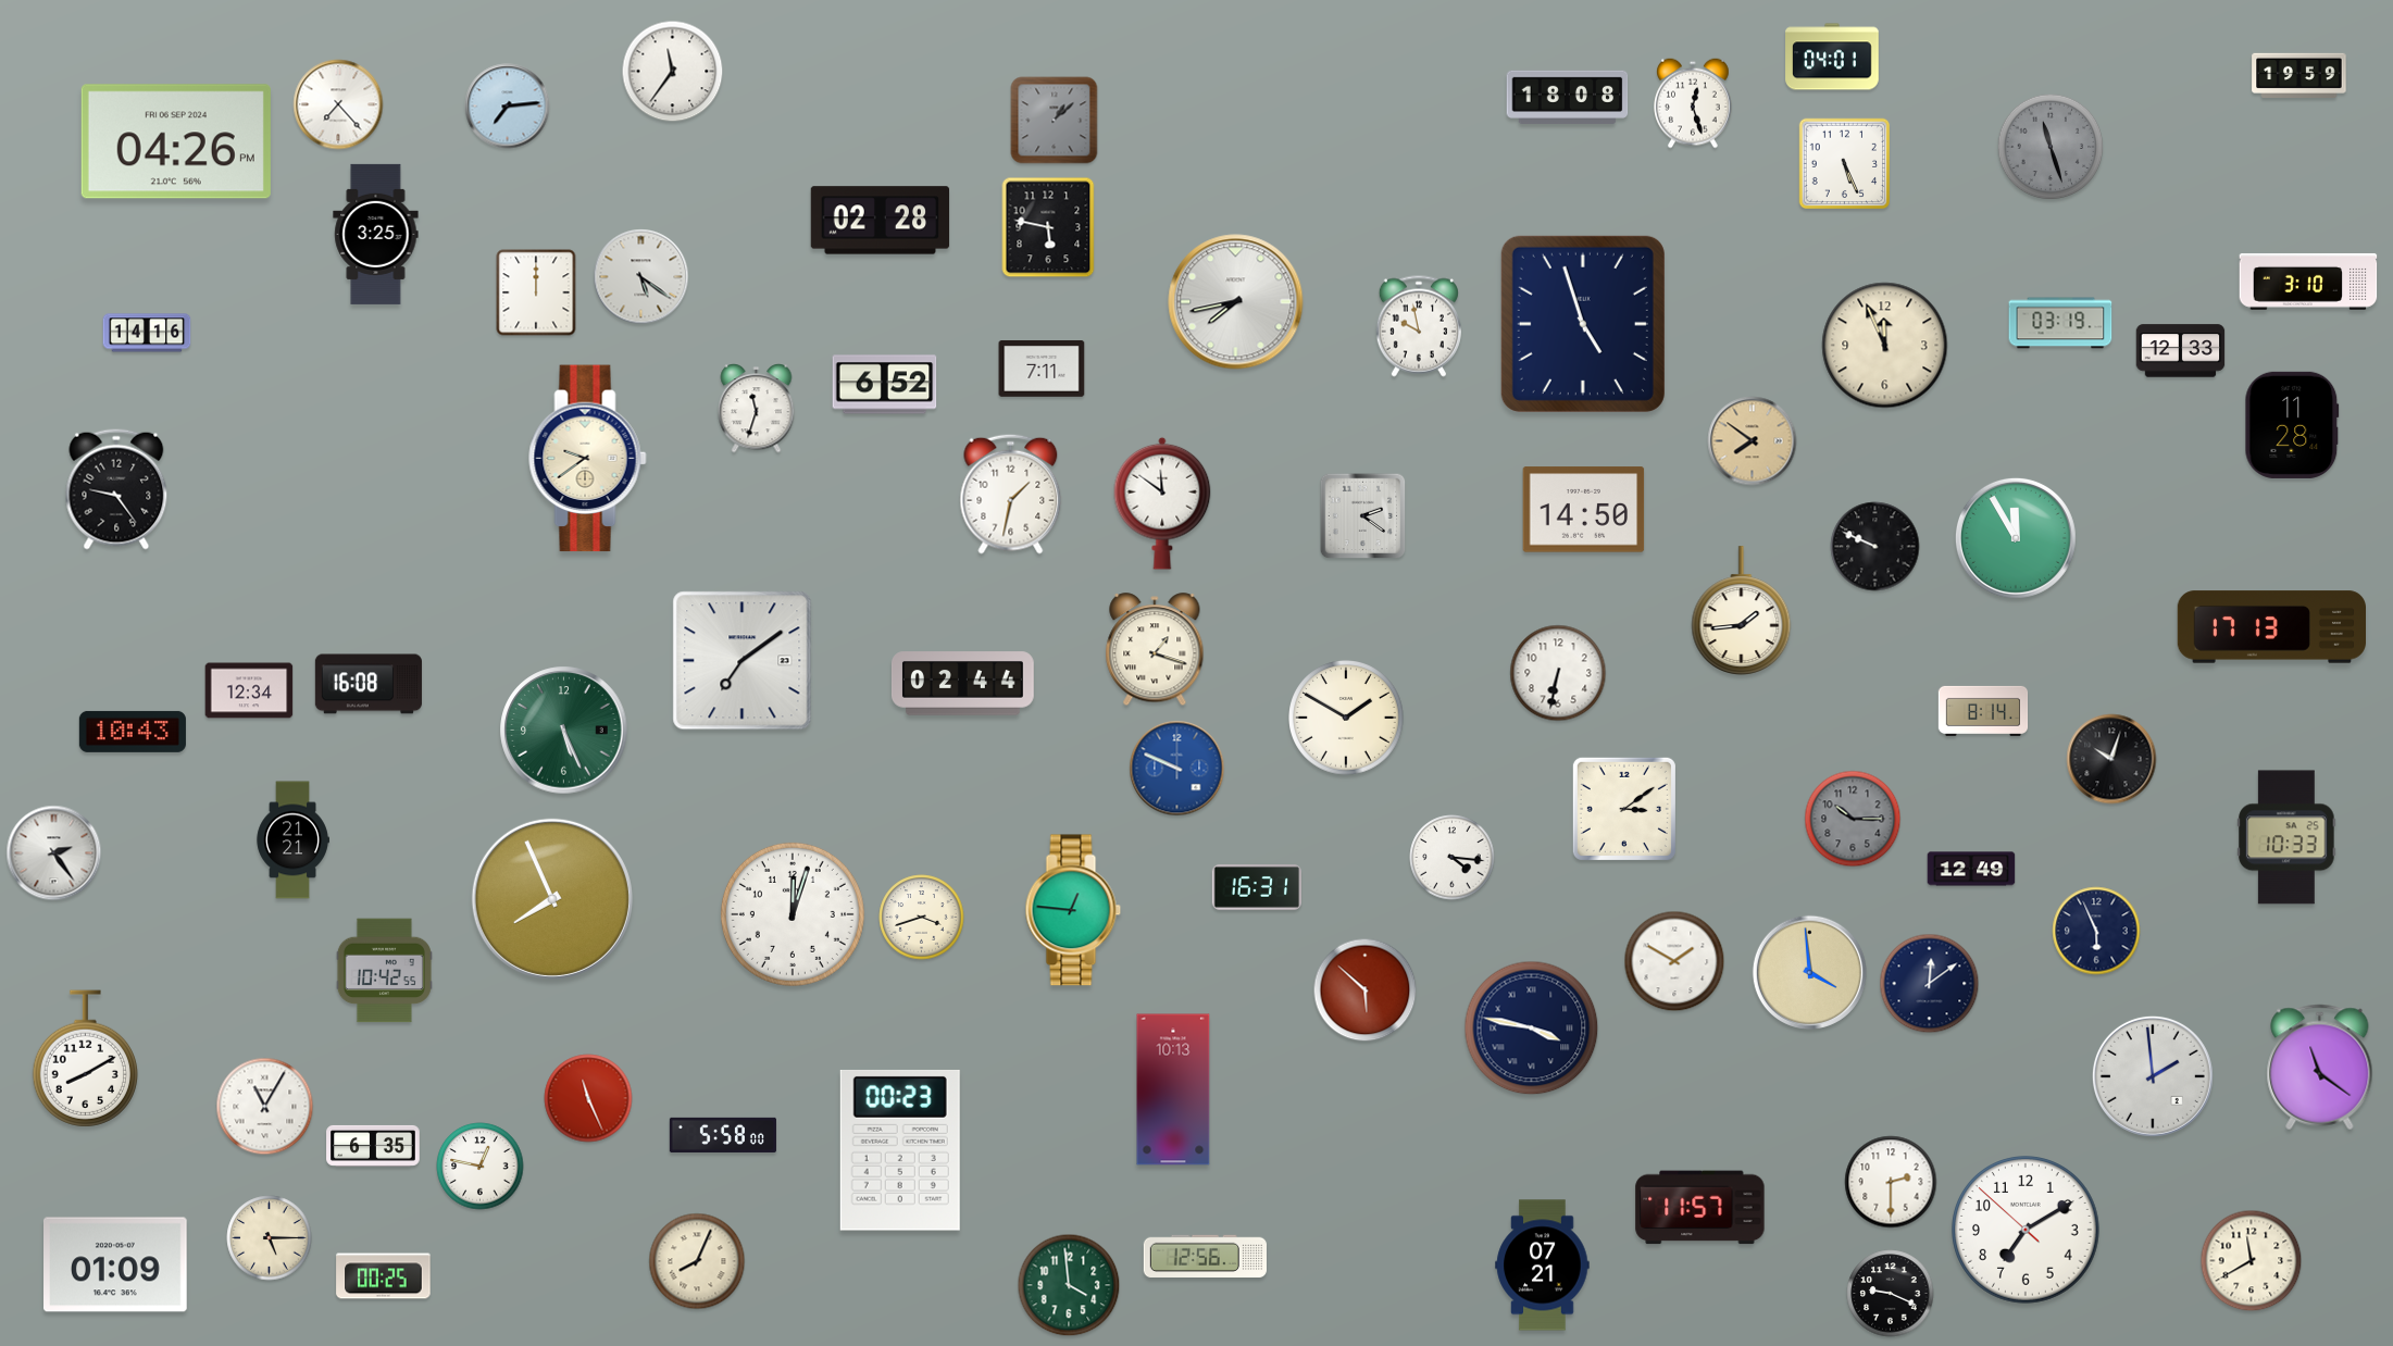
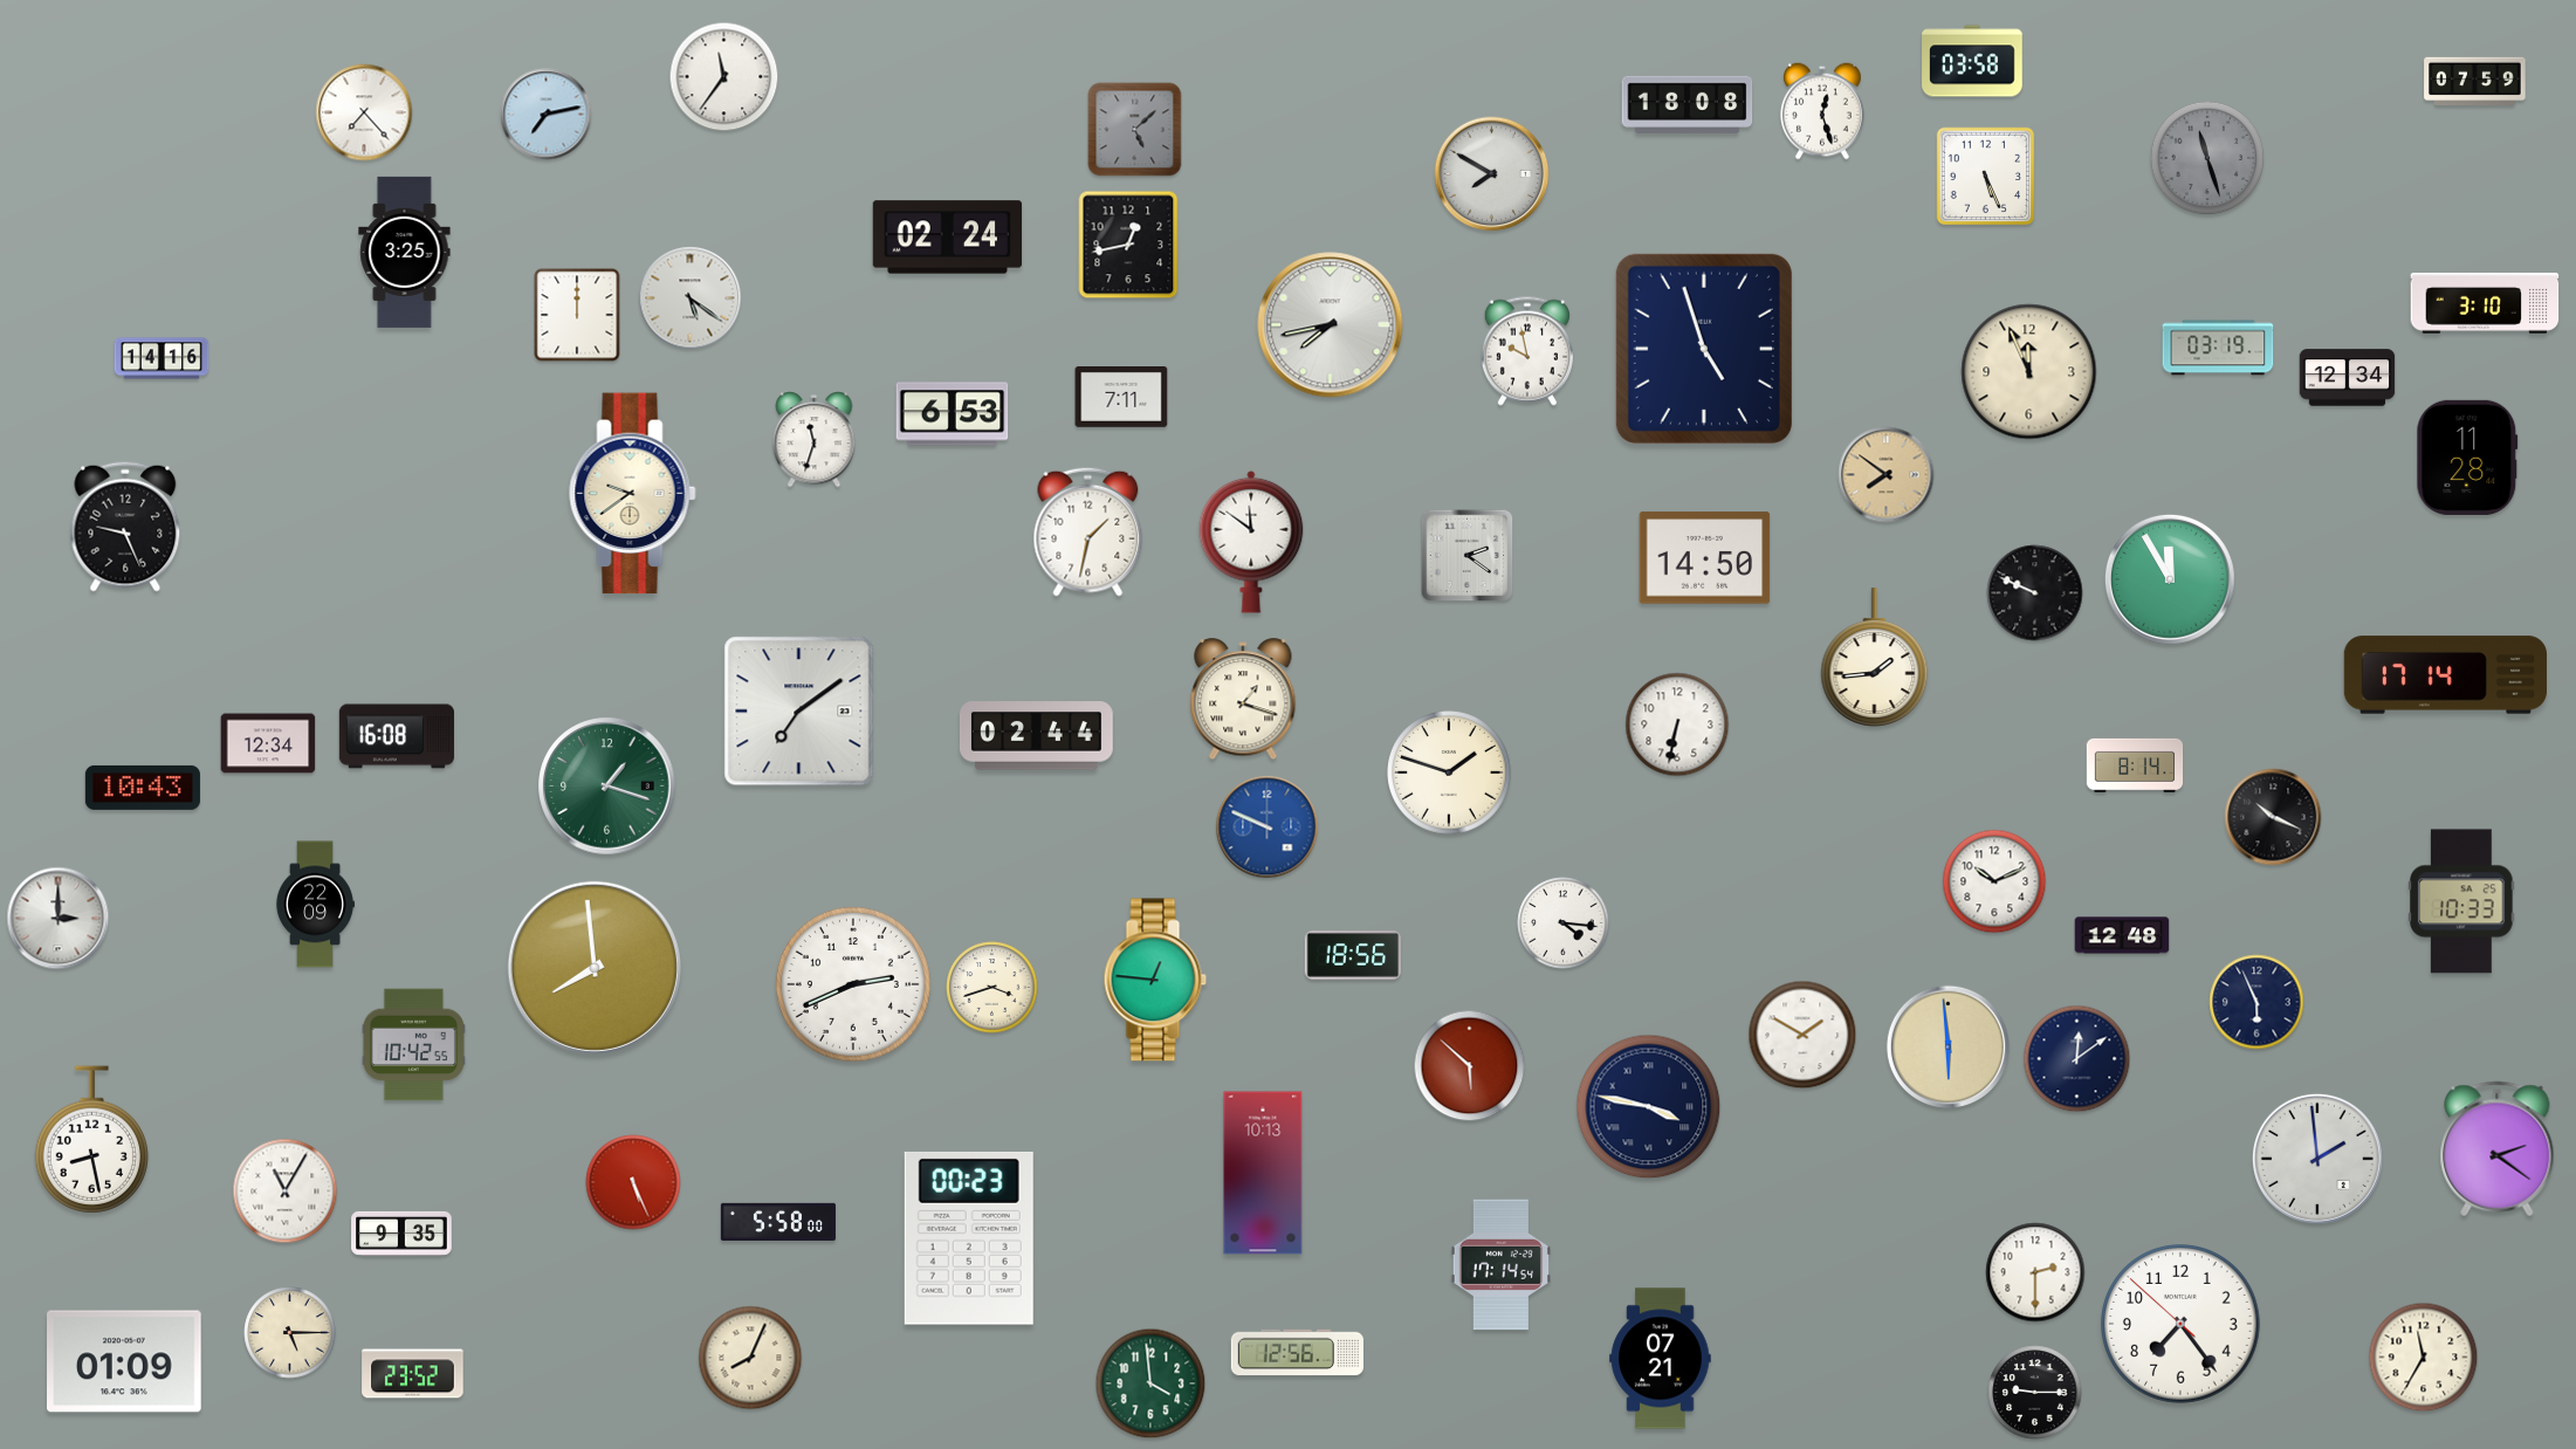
clock at (1832, 57): 04:01 -> 03:58
clock at (2299, 75): 19:59 -> 07:59
clock at (508, 107): 7:14 -> 7:13
clock at (1055, 121): 1:08 -> 5:08
clock at (176, 141): 04:26 -> none
clock at (1492, 174): none -> 7:50
clock at (881, 221): 02:28 -> 02:24
clock at (1048, 227): 5:47 -> 12:43
clock at (147, 333) position: (147, 333) -> (162, 358)
clock at (2181, 351): 12:33 -> 12:34
clock at (885, 385): 6:52 -> 6:53
clock at (116, 489): 9:24 -> 9:26
clock at (1584, 510) position: (1584, 510) -> (1705, 558)
clock at (1875, 547) position: (1875, 547) -> (2035, 593)
clock at (2271, 627): 17:13 -> 17:14
clock at (1346, 718): 1:50 -> 1:48
clock at (564, 731): 5:26 -> 1:18
clock at (2111, 759): 10:03 -> 10:19
clock at (1624, 809): 3:09 -> none
clock at (1853, 819): 10:15 -> 10:11
clock at (1853, 819) dial: grey -> white
clock at (292, 840): 21:21 -> 22:09
clock at (54, 853): 2:24 -> 3:00
clock at (1971, 869): 12:49 -> 12:48
clock at (1256, 887): 16:31 -> 18:56
clock at (552, 899): 7:56 -> 7:59
clock at (793, 914): 12:03 -> 2:41
clock at (1809, 972): 3:59 -> 5:59
clock at (85, 1059): 8:10 -> 8:28
clock at (2320, 1068): 11:21 -> 2:21
clock at (588, 1098): 11:26 -> 5:26
clock at (373, 1146): 6:35 -> 9:35
clock at (481, 1167): 12:47 -> none
clock at (1502, 1265): none -> 17:14
clock at (1700, 1208): 11:57 -> none
clock at (2026, 1230): 7:09 -> 7:23
clock at (2252, 1261): 11:40 -> 11:35
clock at (1543, 1266) position: (1543, 1266) -> (1661, 1359)
clock at (384, 1276): 00:25 -> 23:52
clock at (1891, 1294): 9:19 -> 9:15
